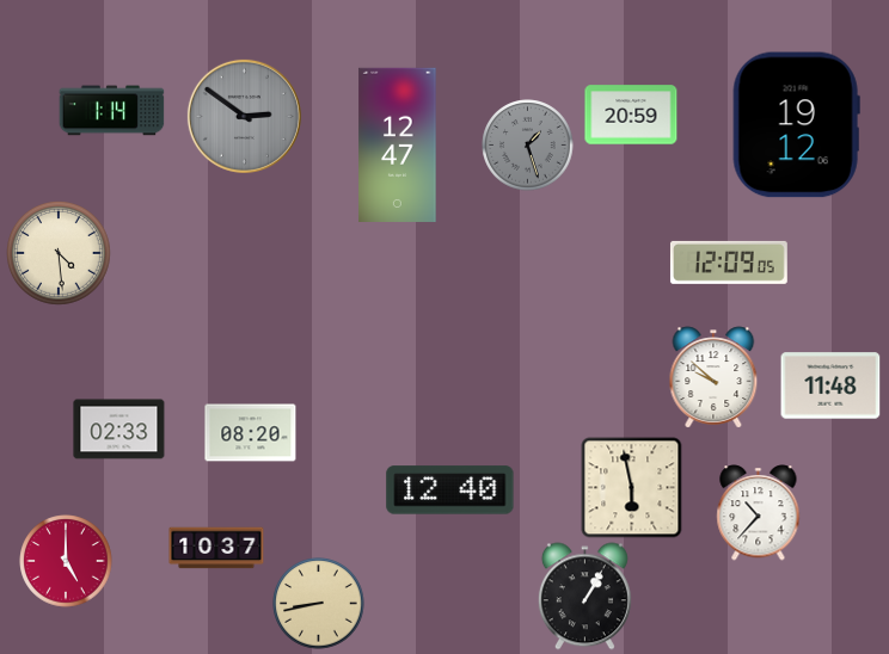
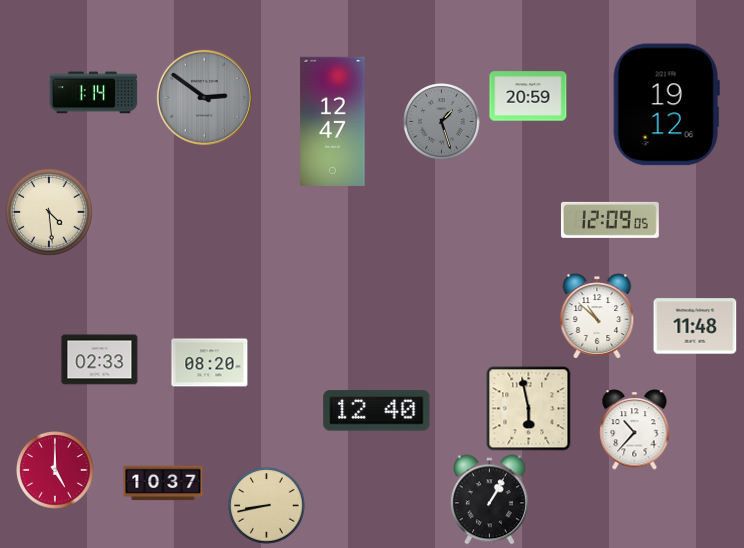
clock at (713, 377): 9:52 -> 10:52
clock at (830, 385) position: (830, 385) -> (695, 326)
clock at (216, 548) position: (216, 548) -> (163, 483)
